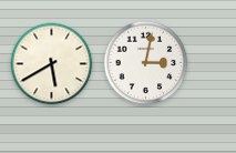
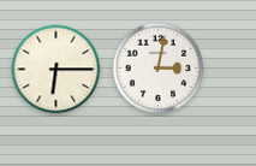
clock at (52, 64): 5:40 -> 6:15
